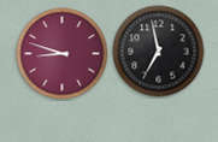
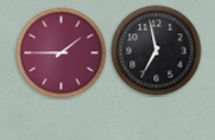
clock at (63, 54): 8:48 -> 1:45
